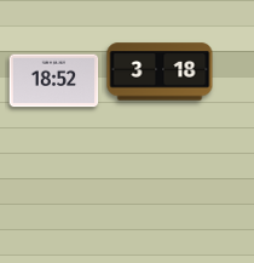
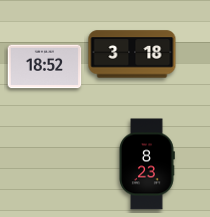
clock at (160, 72) position: (160, 72) -> (132, 54)
clock at (147, 164): none -> 8:23
